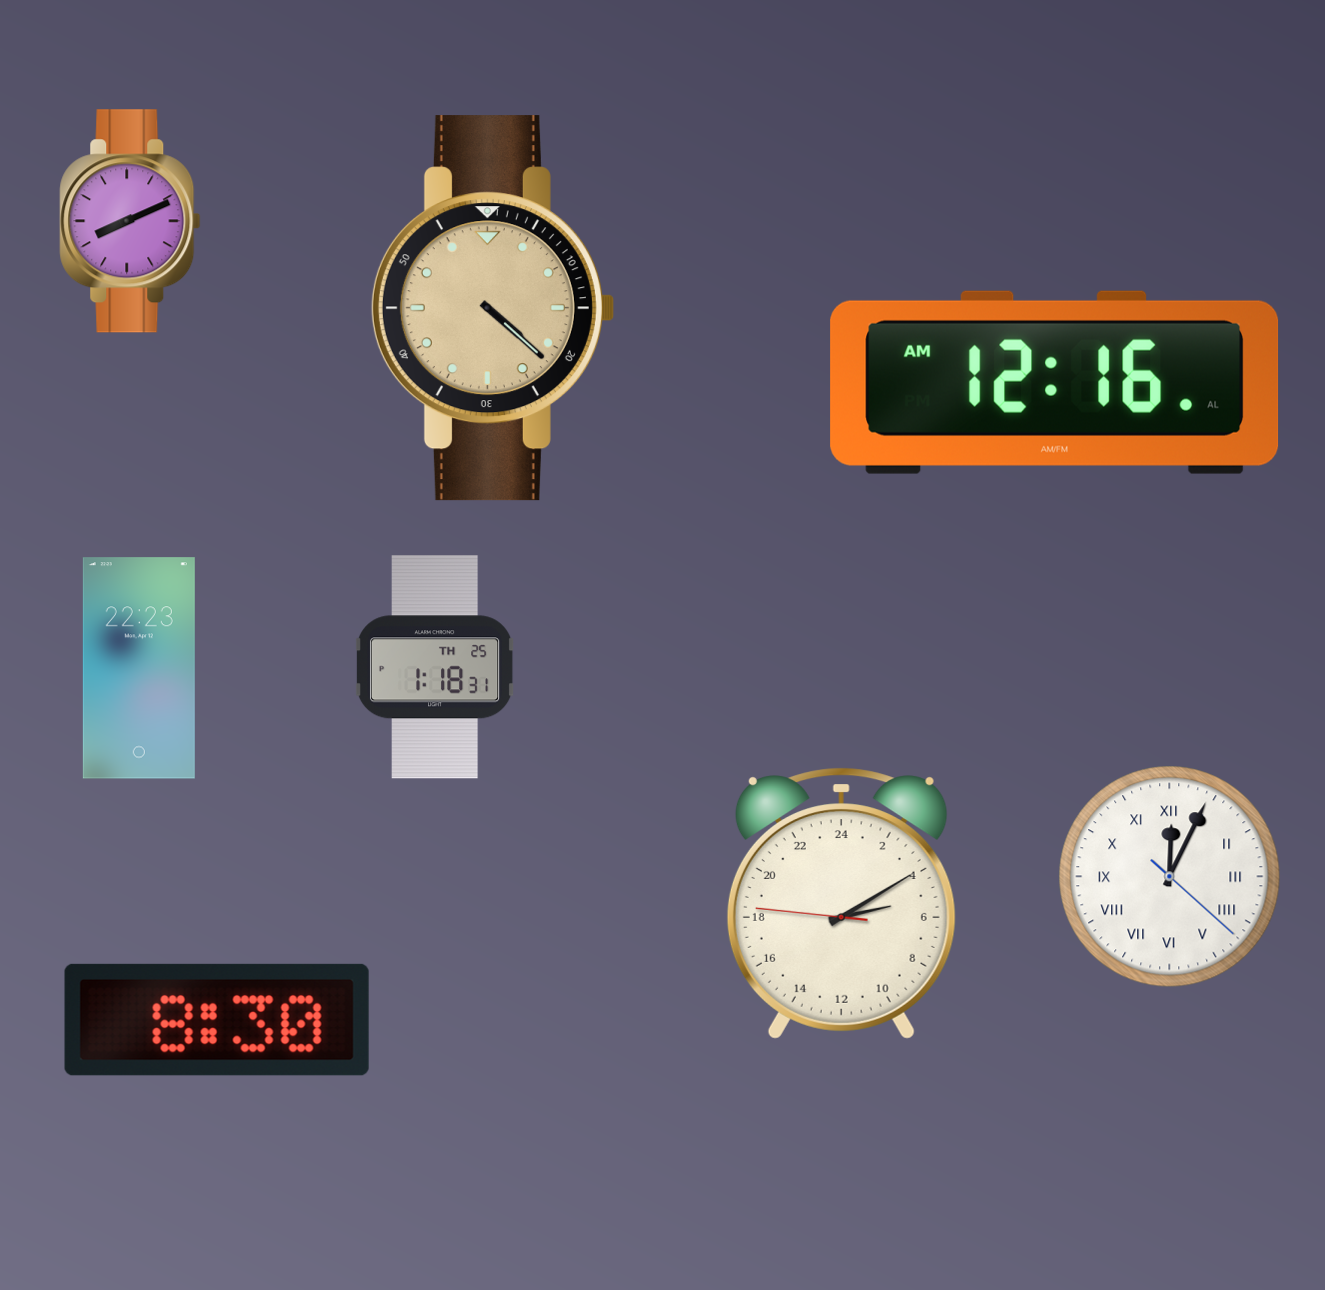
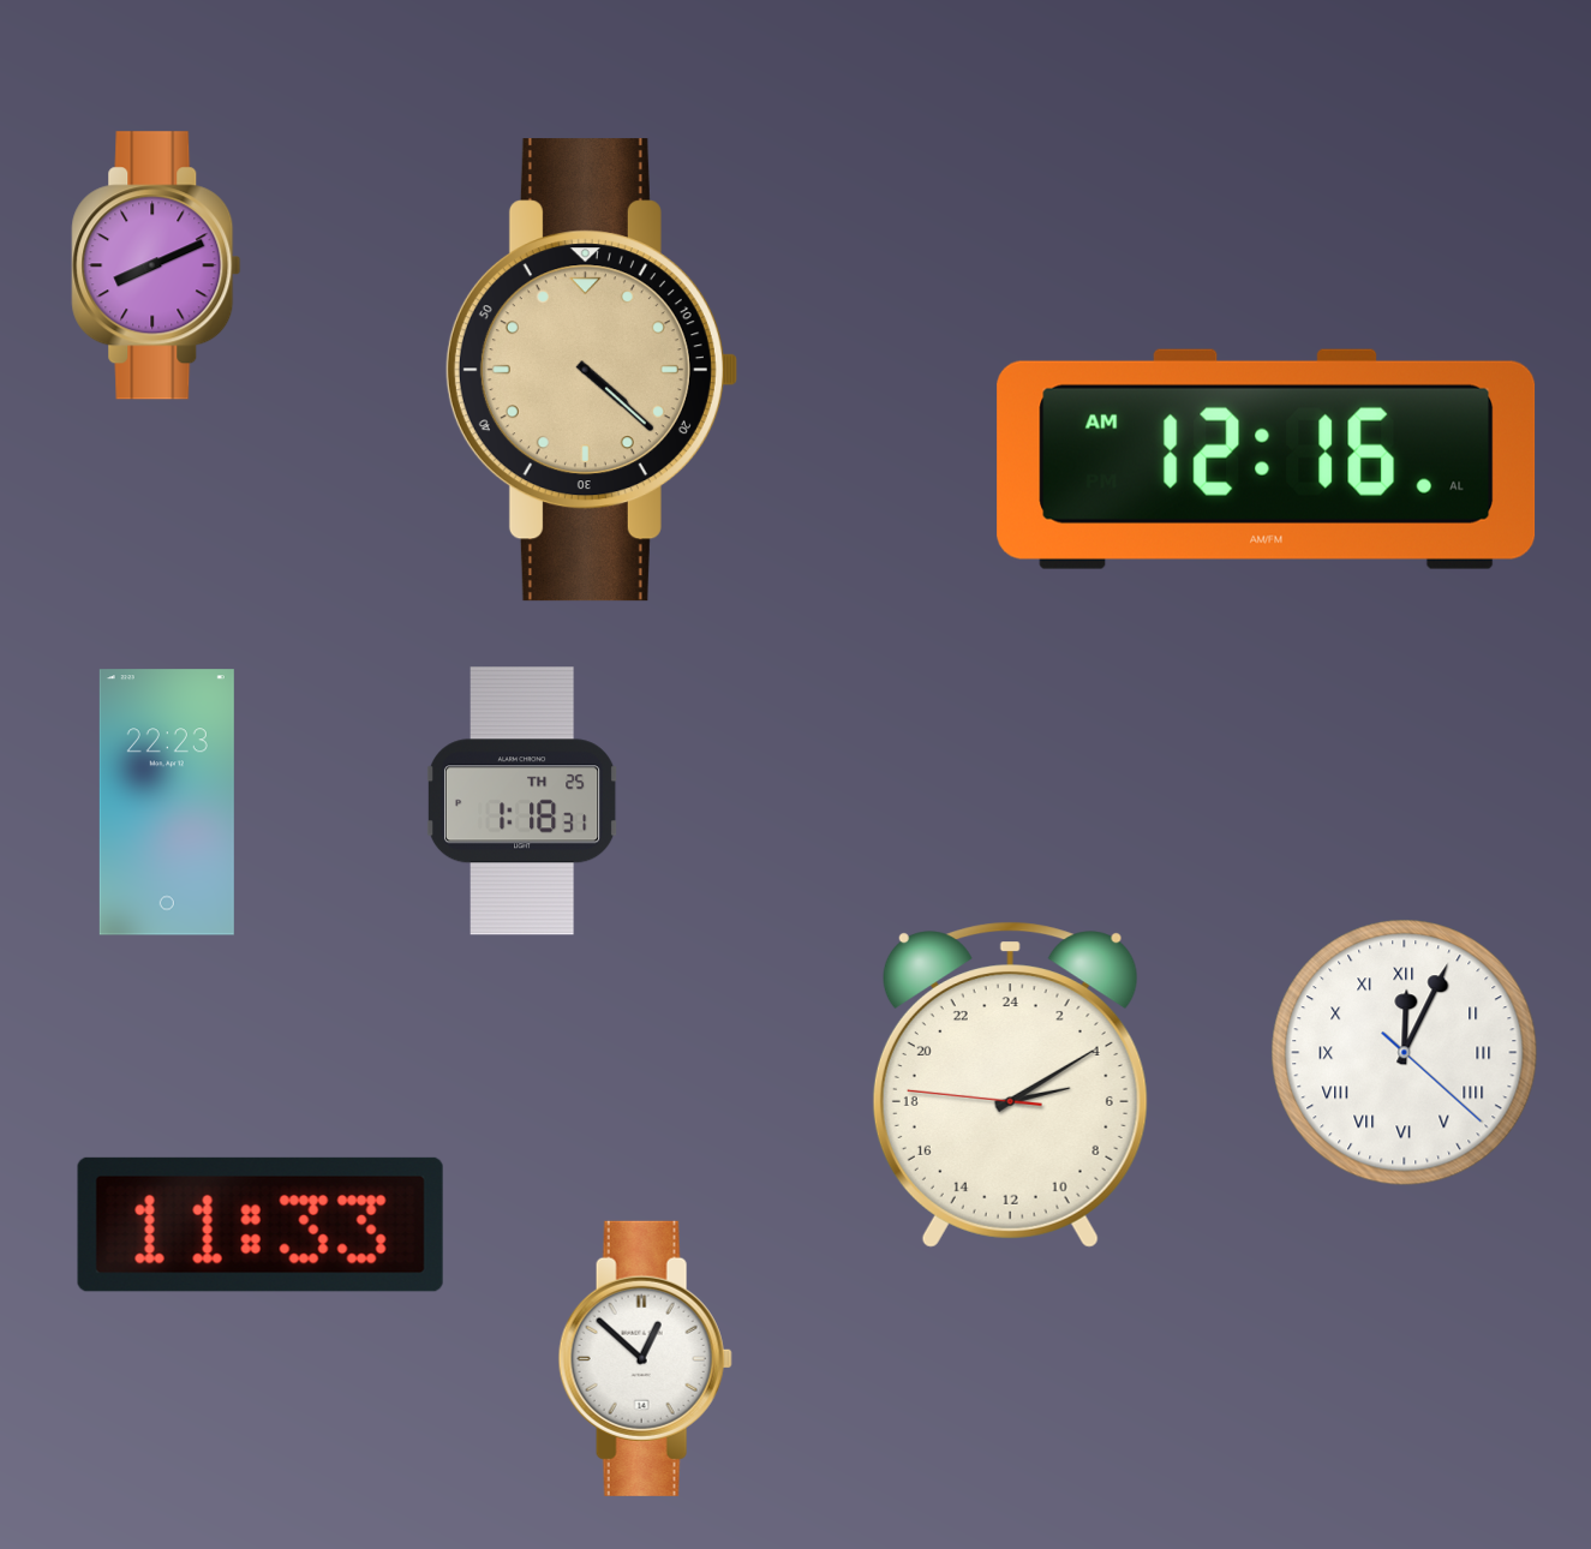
clock at (217, 1020): 8:30 -> 11:33
clock at (645, 1358): none -> 12:52
